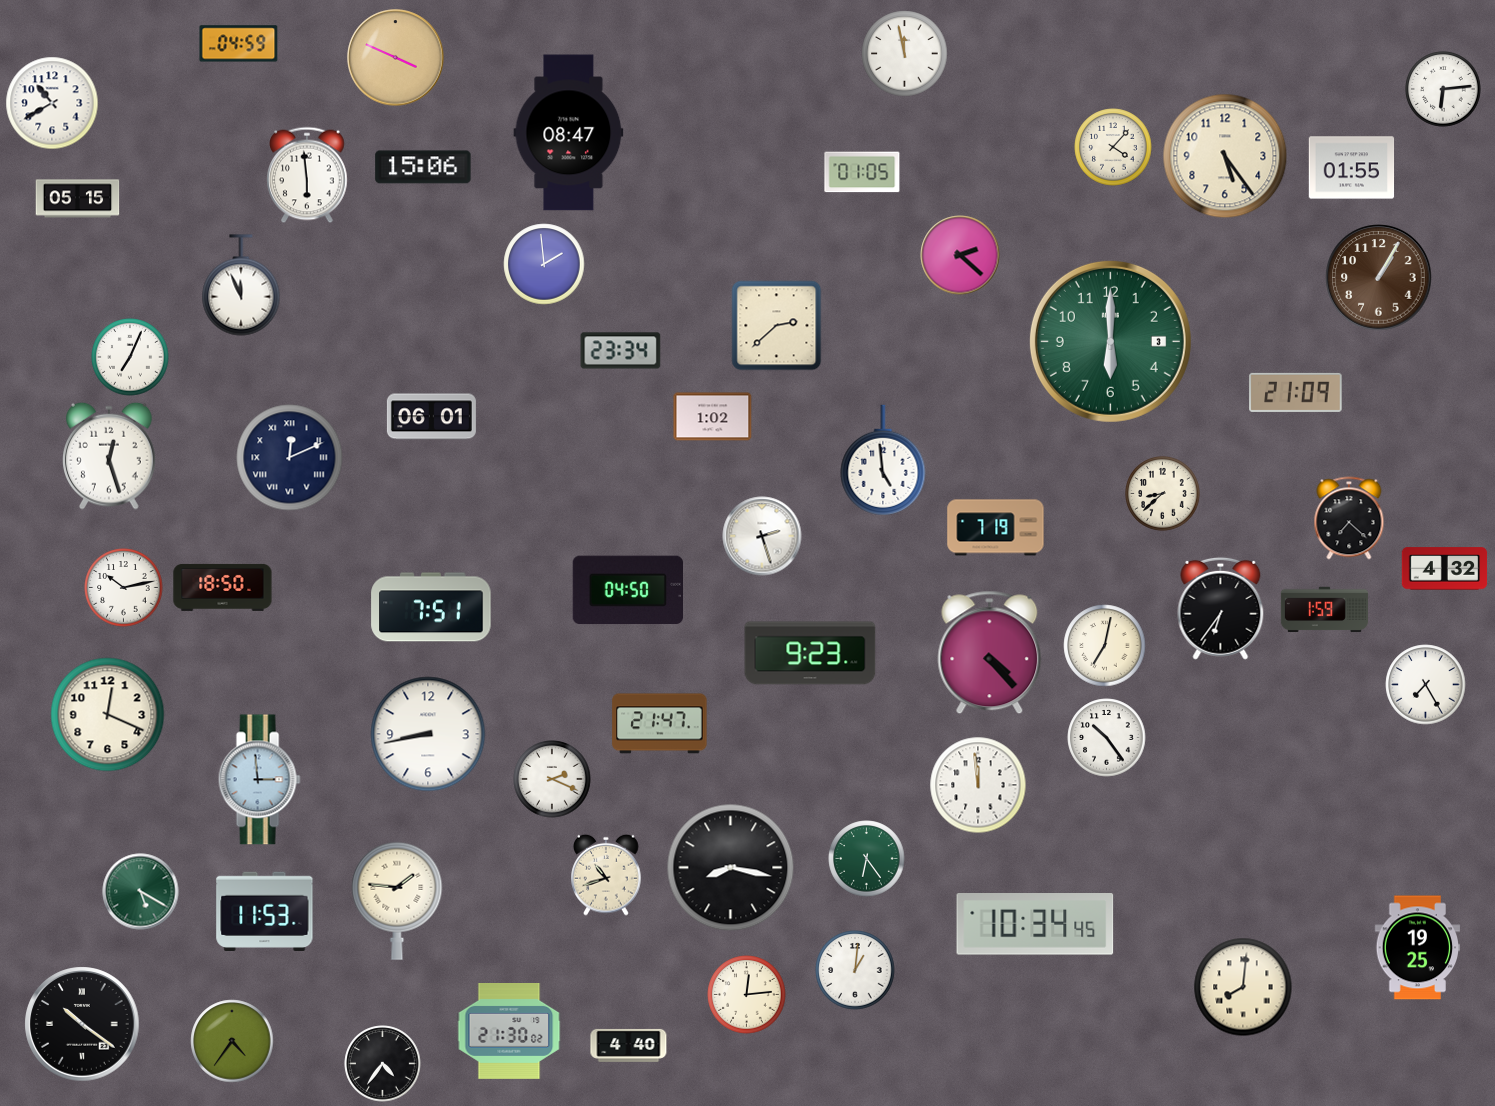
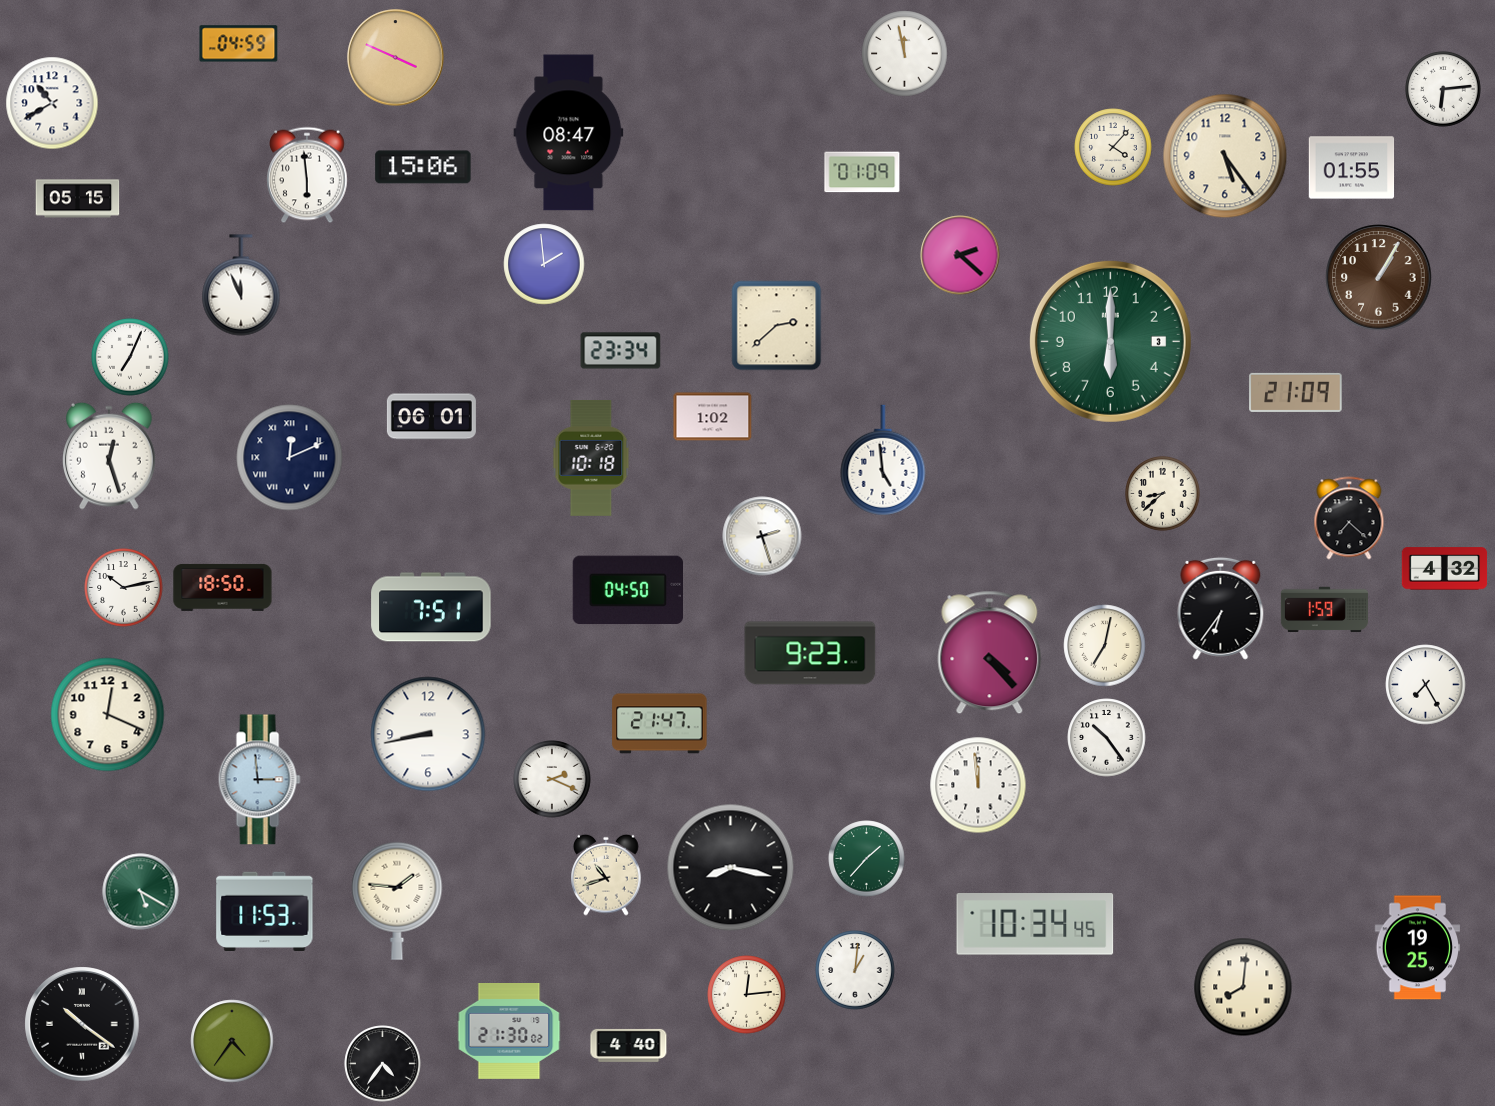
clock at (862, 172): 01:05 -> 01:09
clock at (591, 458): none -> 10:18
clock at (996, 528): 7:19 -> none
clock at (867, 859): 6:24 -> 1:37
